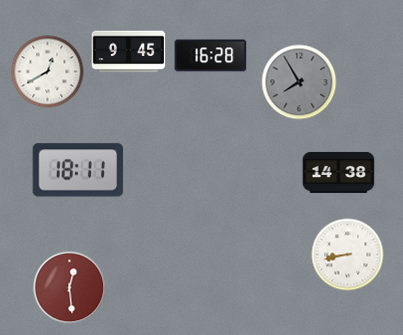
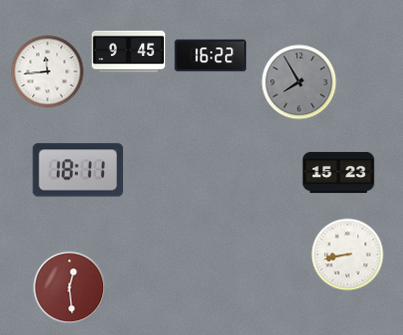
clock at (211, 56): 16:28 -> 16:22
clock at (48, 72): 12:40 -> 11:44
clock at (339, 172): 14:38 -> 15:23
